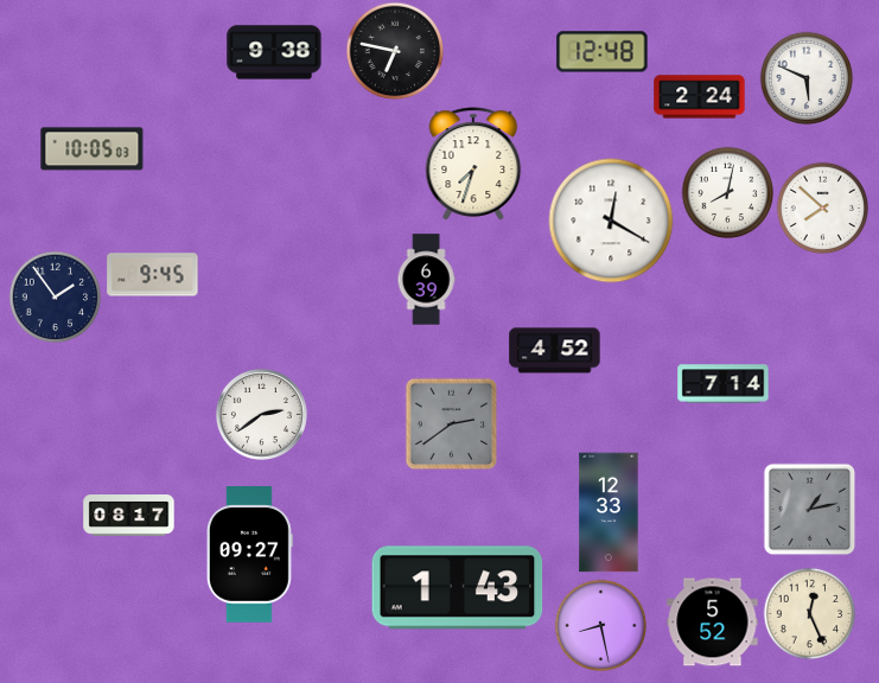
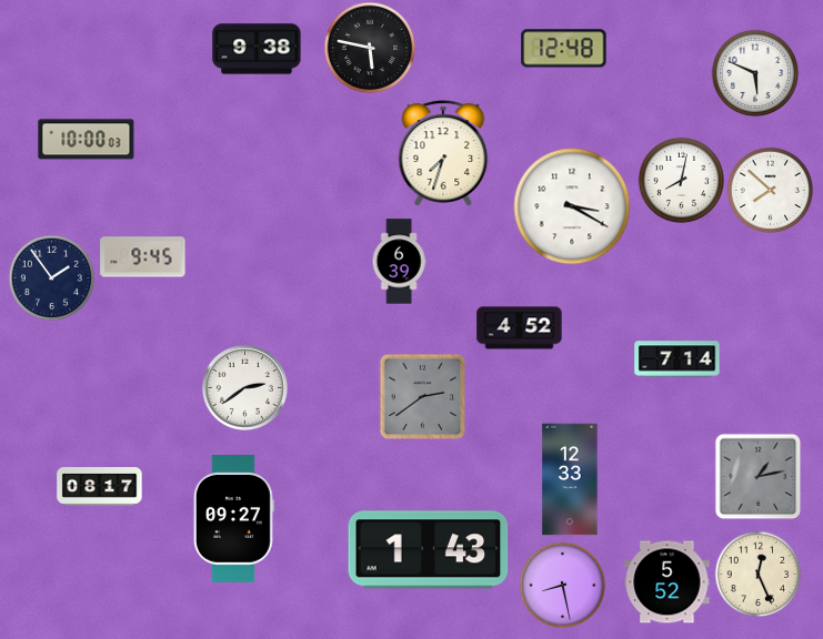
clock at (395, 51): 6:47 -> 5:47
clock at (700, 97): 2:24 -> none
clock at (93, 149): 10:05 -> 10:00
clock at (822, 208) position: (822, 208) -> (770, 190)
clock at (611, 221): 12:20 -> 3:20
clock at (129, 516) position: (129, 516) -> (100, 487)
